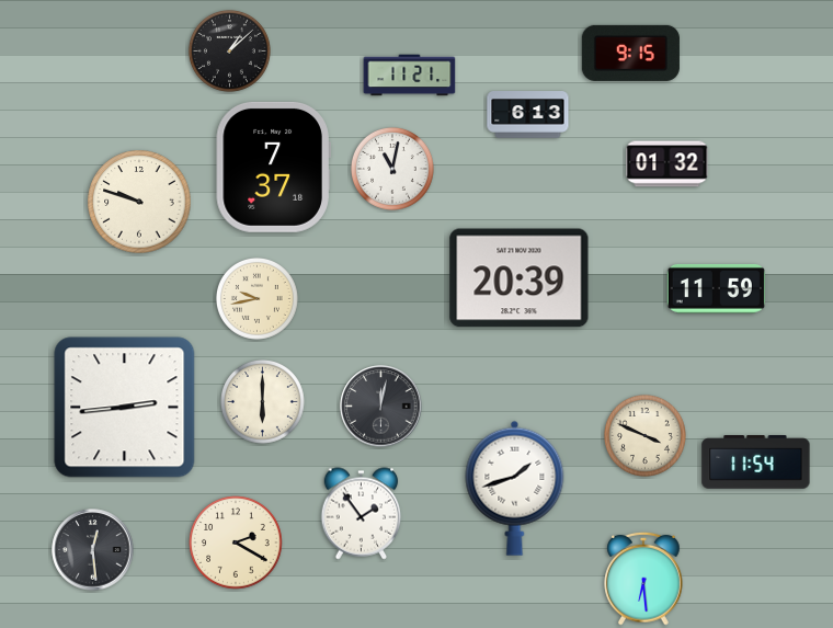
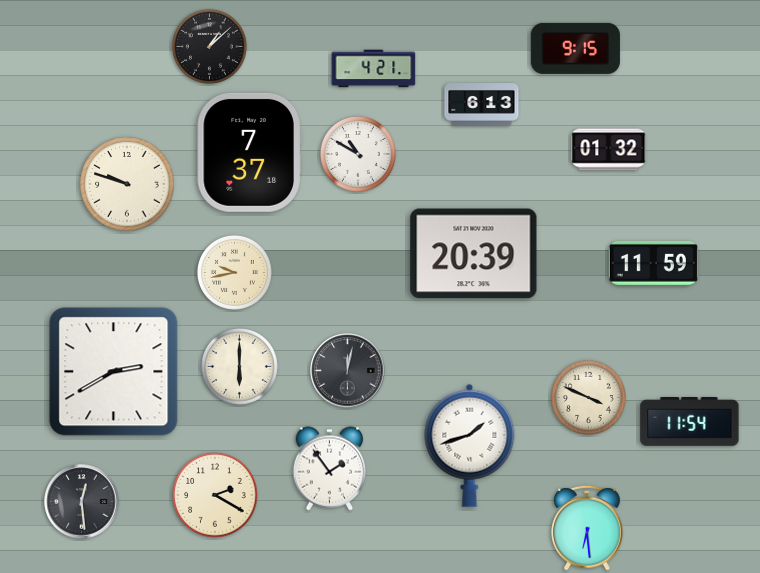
clock at (410, 76): 11:21 -> 4:21
clock at (392, 169): 11:02 -> 10:50
clock at (125, 408): 2:44 -> 2:40
clock at (93, 550) position: (93, 550) -> (82, 502)
